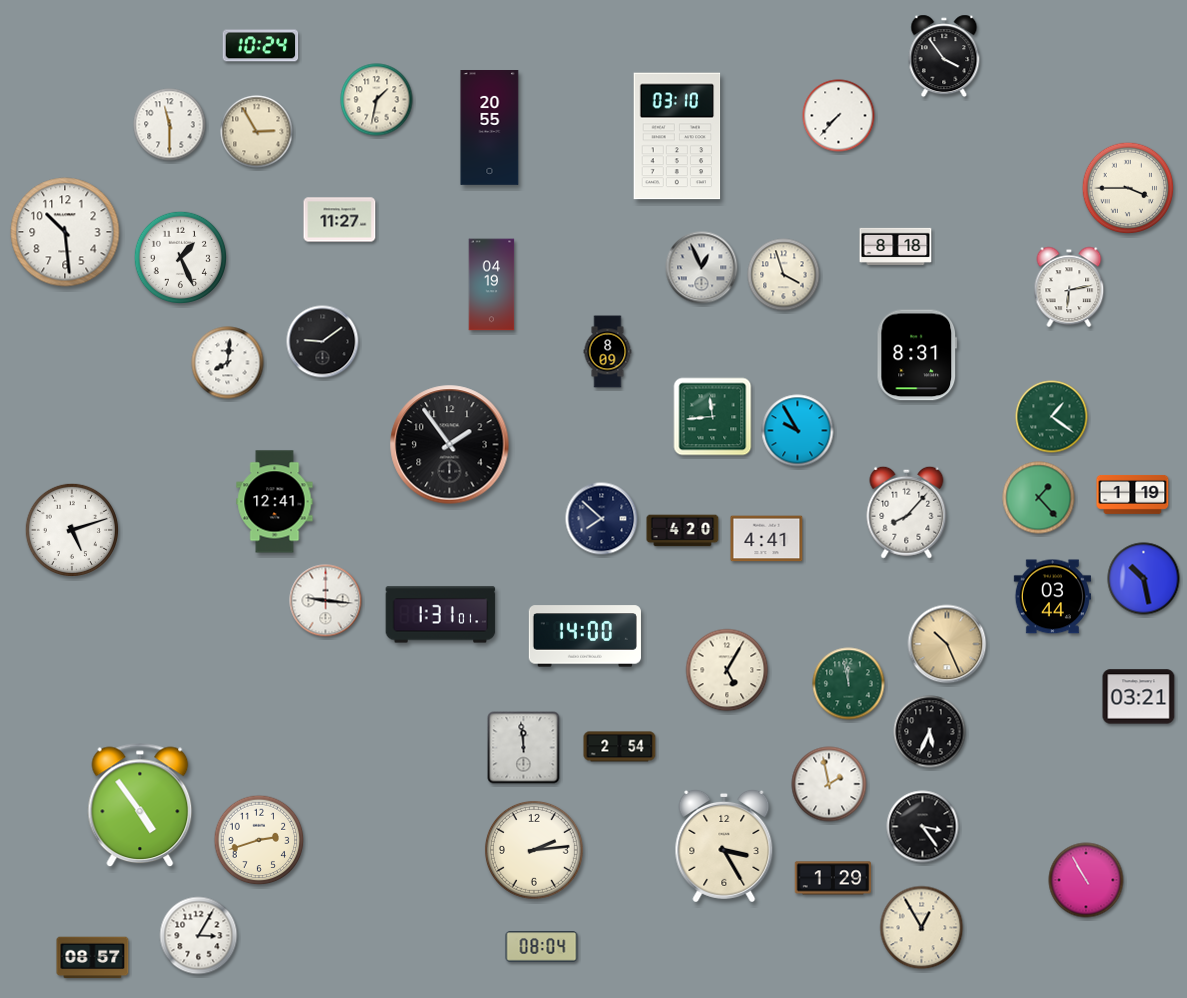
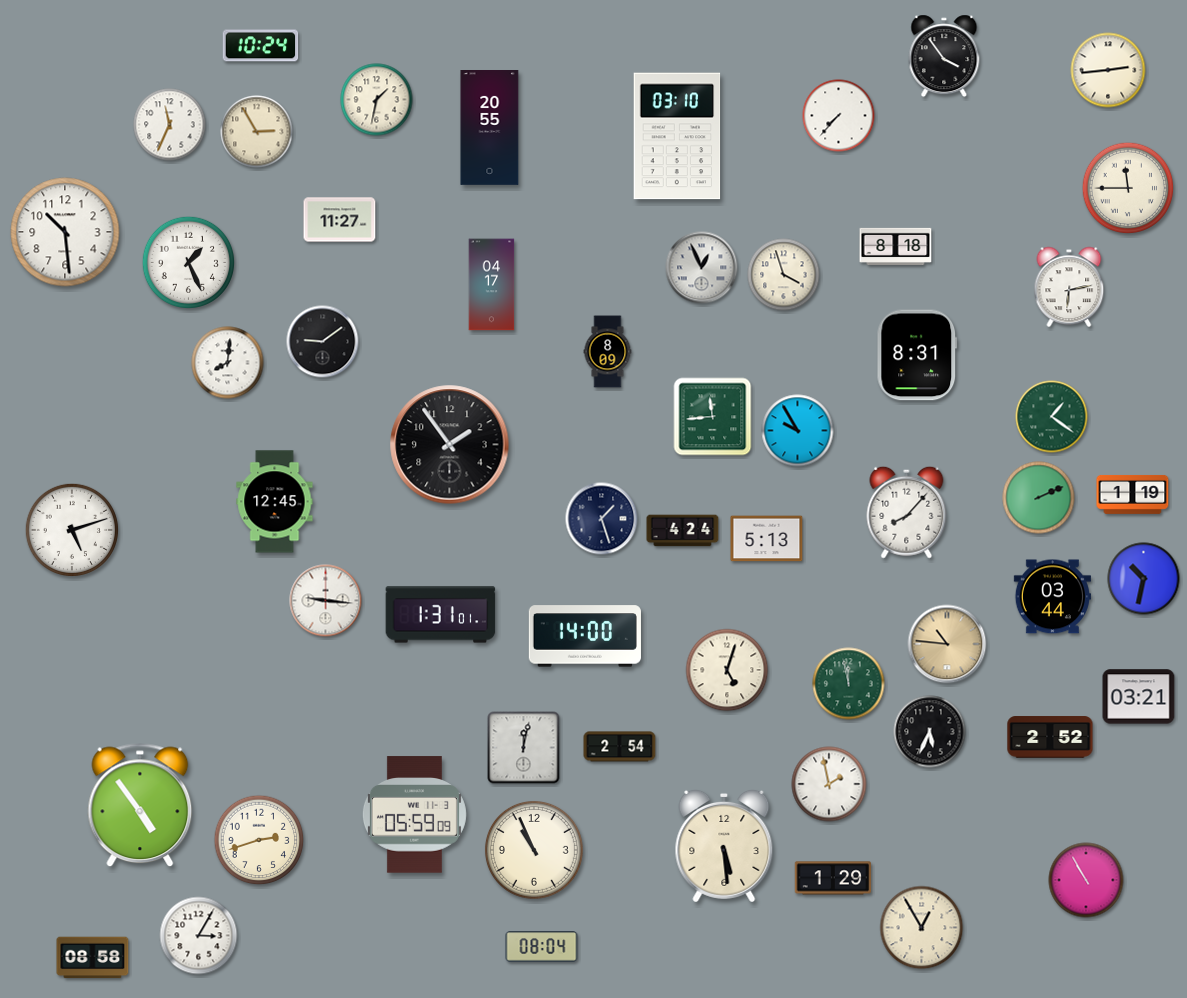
clock at (1108, 70): none -> 2:44
clock at (170, 125): 11:30 -> 11:34
clock at (1128, 188): 3:45 -> 11:45
clock at (180, 257) position: (180, 257) -> (188, 262)
clock at (492, 285): 04:19 -> 04:17
clock at (1039, 498): 1:23 -> 2:11
clock at (275, 502): 12:41 -> 12:45
clock at (602, 519): 7:52 -> 1:27
clock at (683, 531): 4:20 -> 4:24
clock at (767, 539): 4:41 -> 5:13
clock at (1144, 579): 10:28 -> 10:32
clock at (947, 644): 10:26 -> 10:46
clock at (727, 670): 5:05 -> 5:03
clock at (1050, 737): none -> 2:52
clock at (524, 748): 11:59 -> 12:02
clock at (414, 815): none -> 05:59
clock at (923, 827): 3:24 -> none
clock at (724, 846): 3:25 -> 5:29
clock at (534, 850): 2:14 -> 10:56
clock at (93, 958): 08:57 -> 08:58
